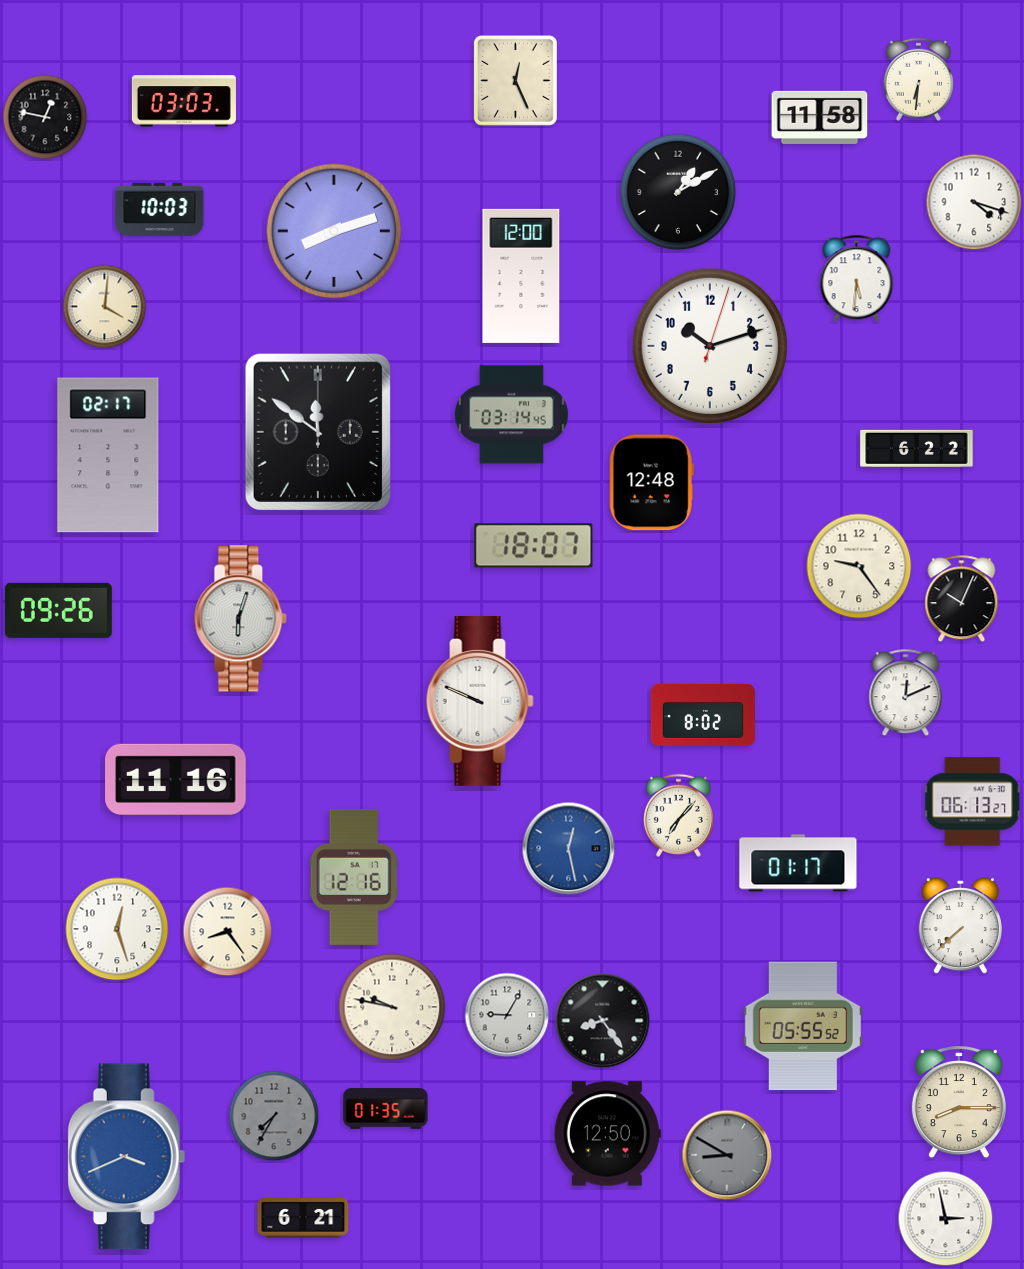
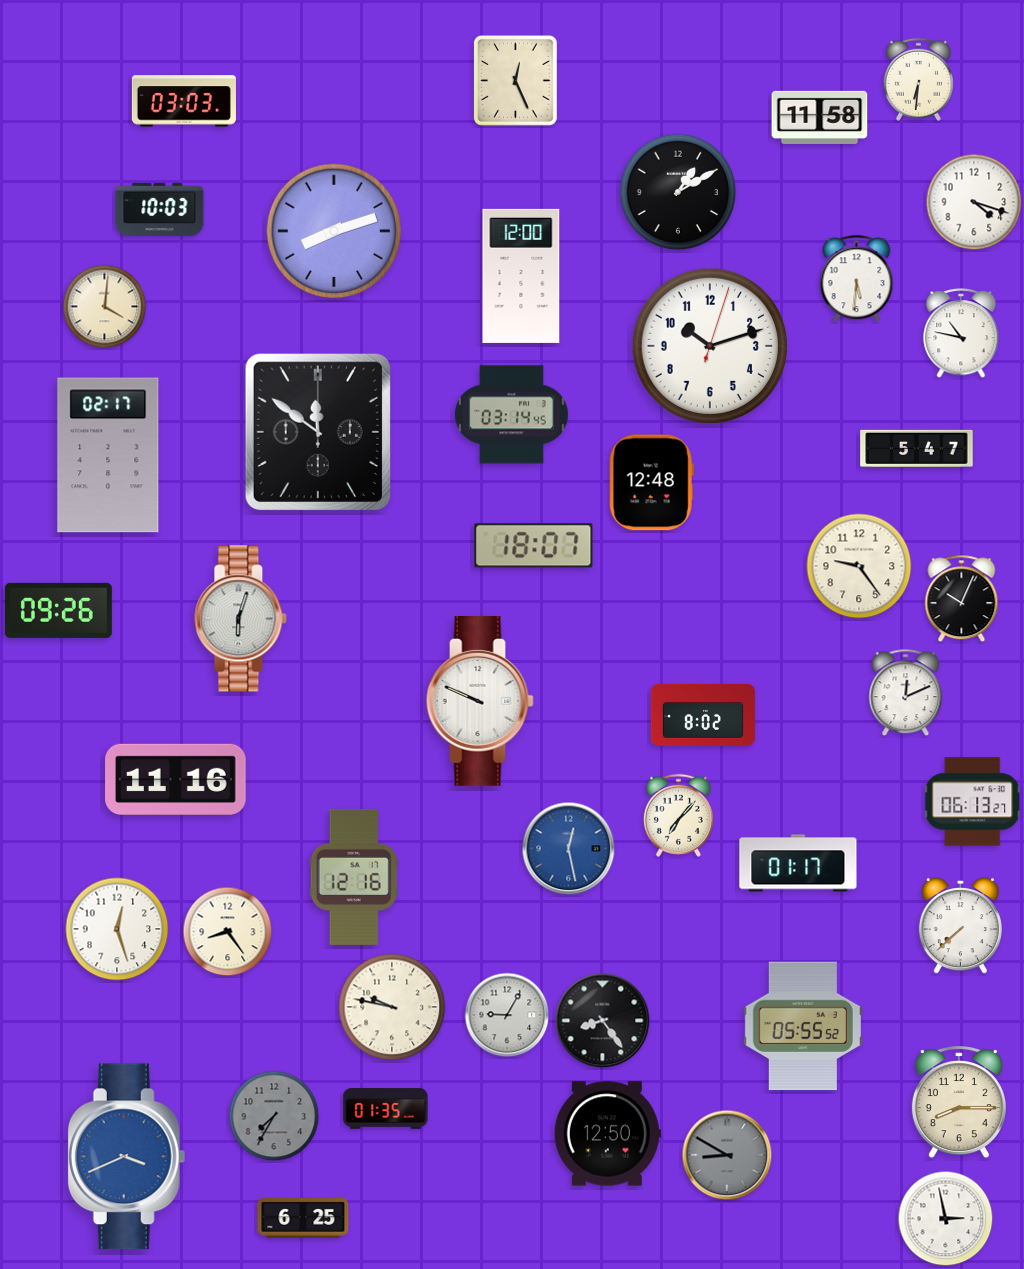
clock at (45, 117): 12:47 -> none
clock at (961, 334): none -> 10:47
clock at (917, 448): 6:22 -> 5:47
clock at (303, 1218): 6:21 -> 6:25
